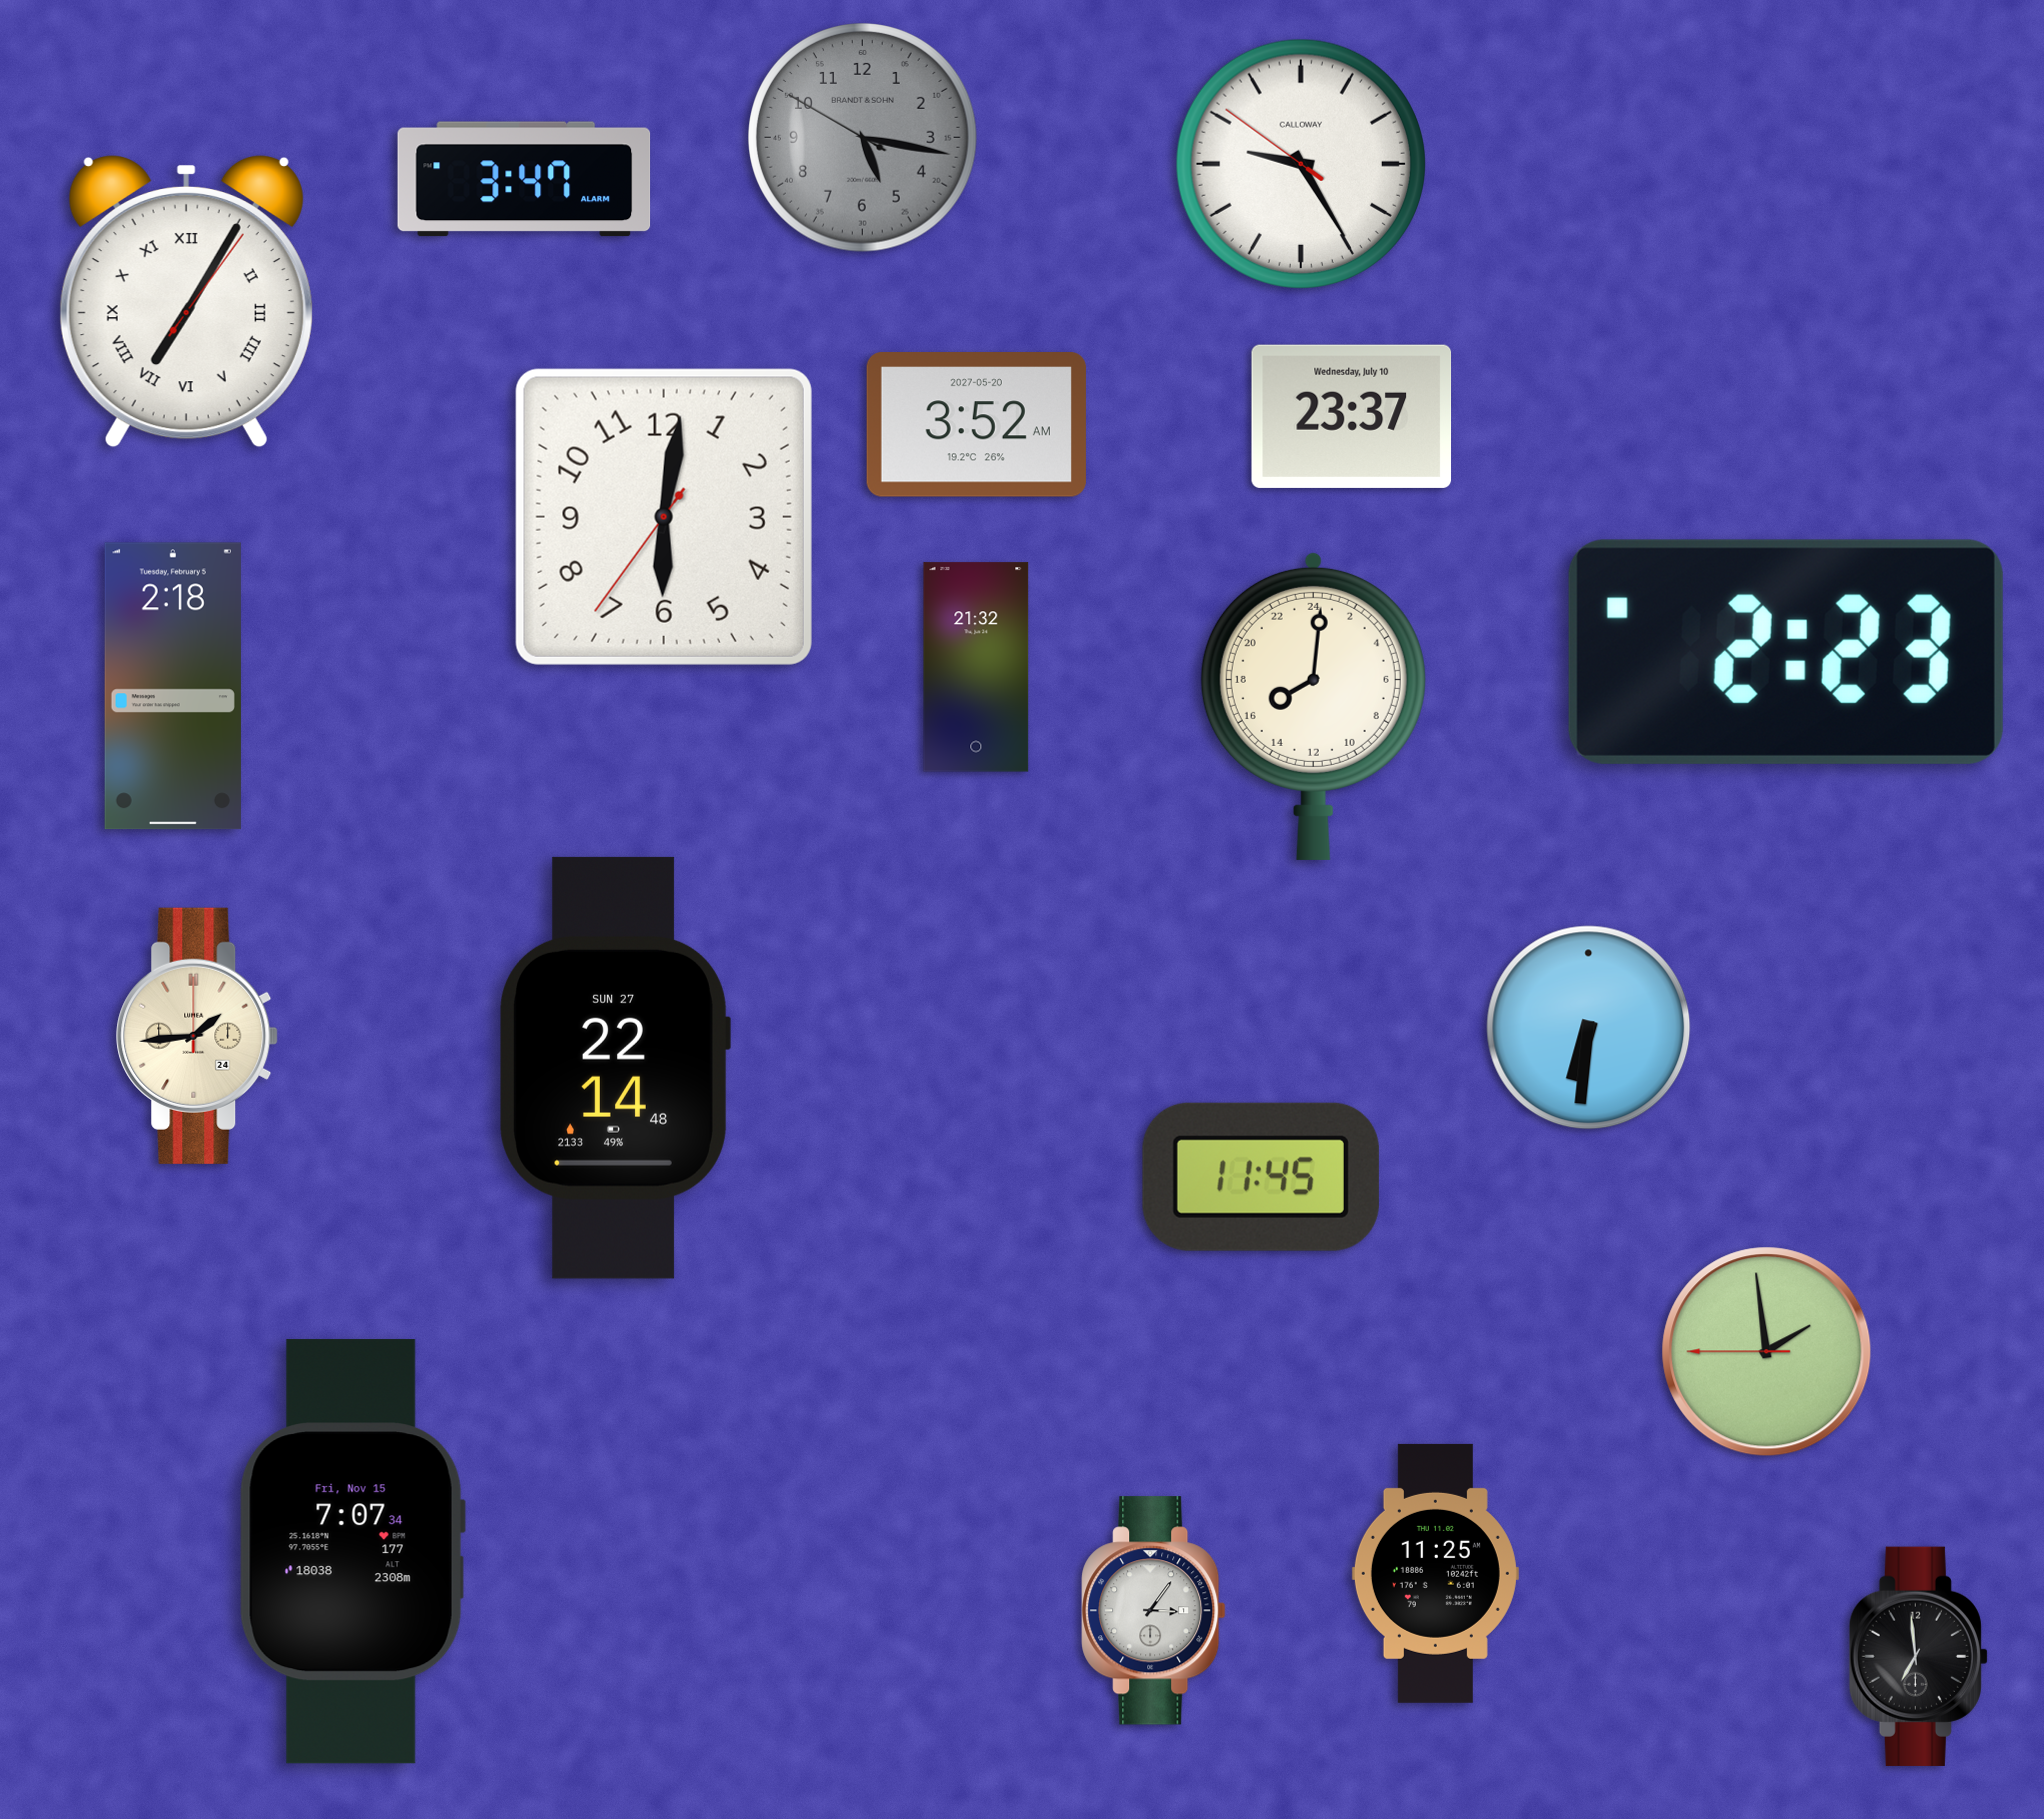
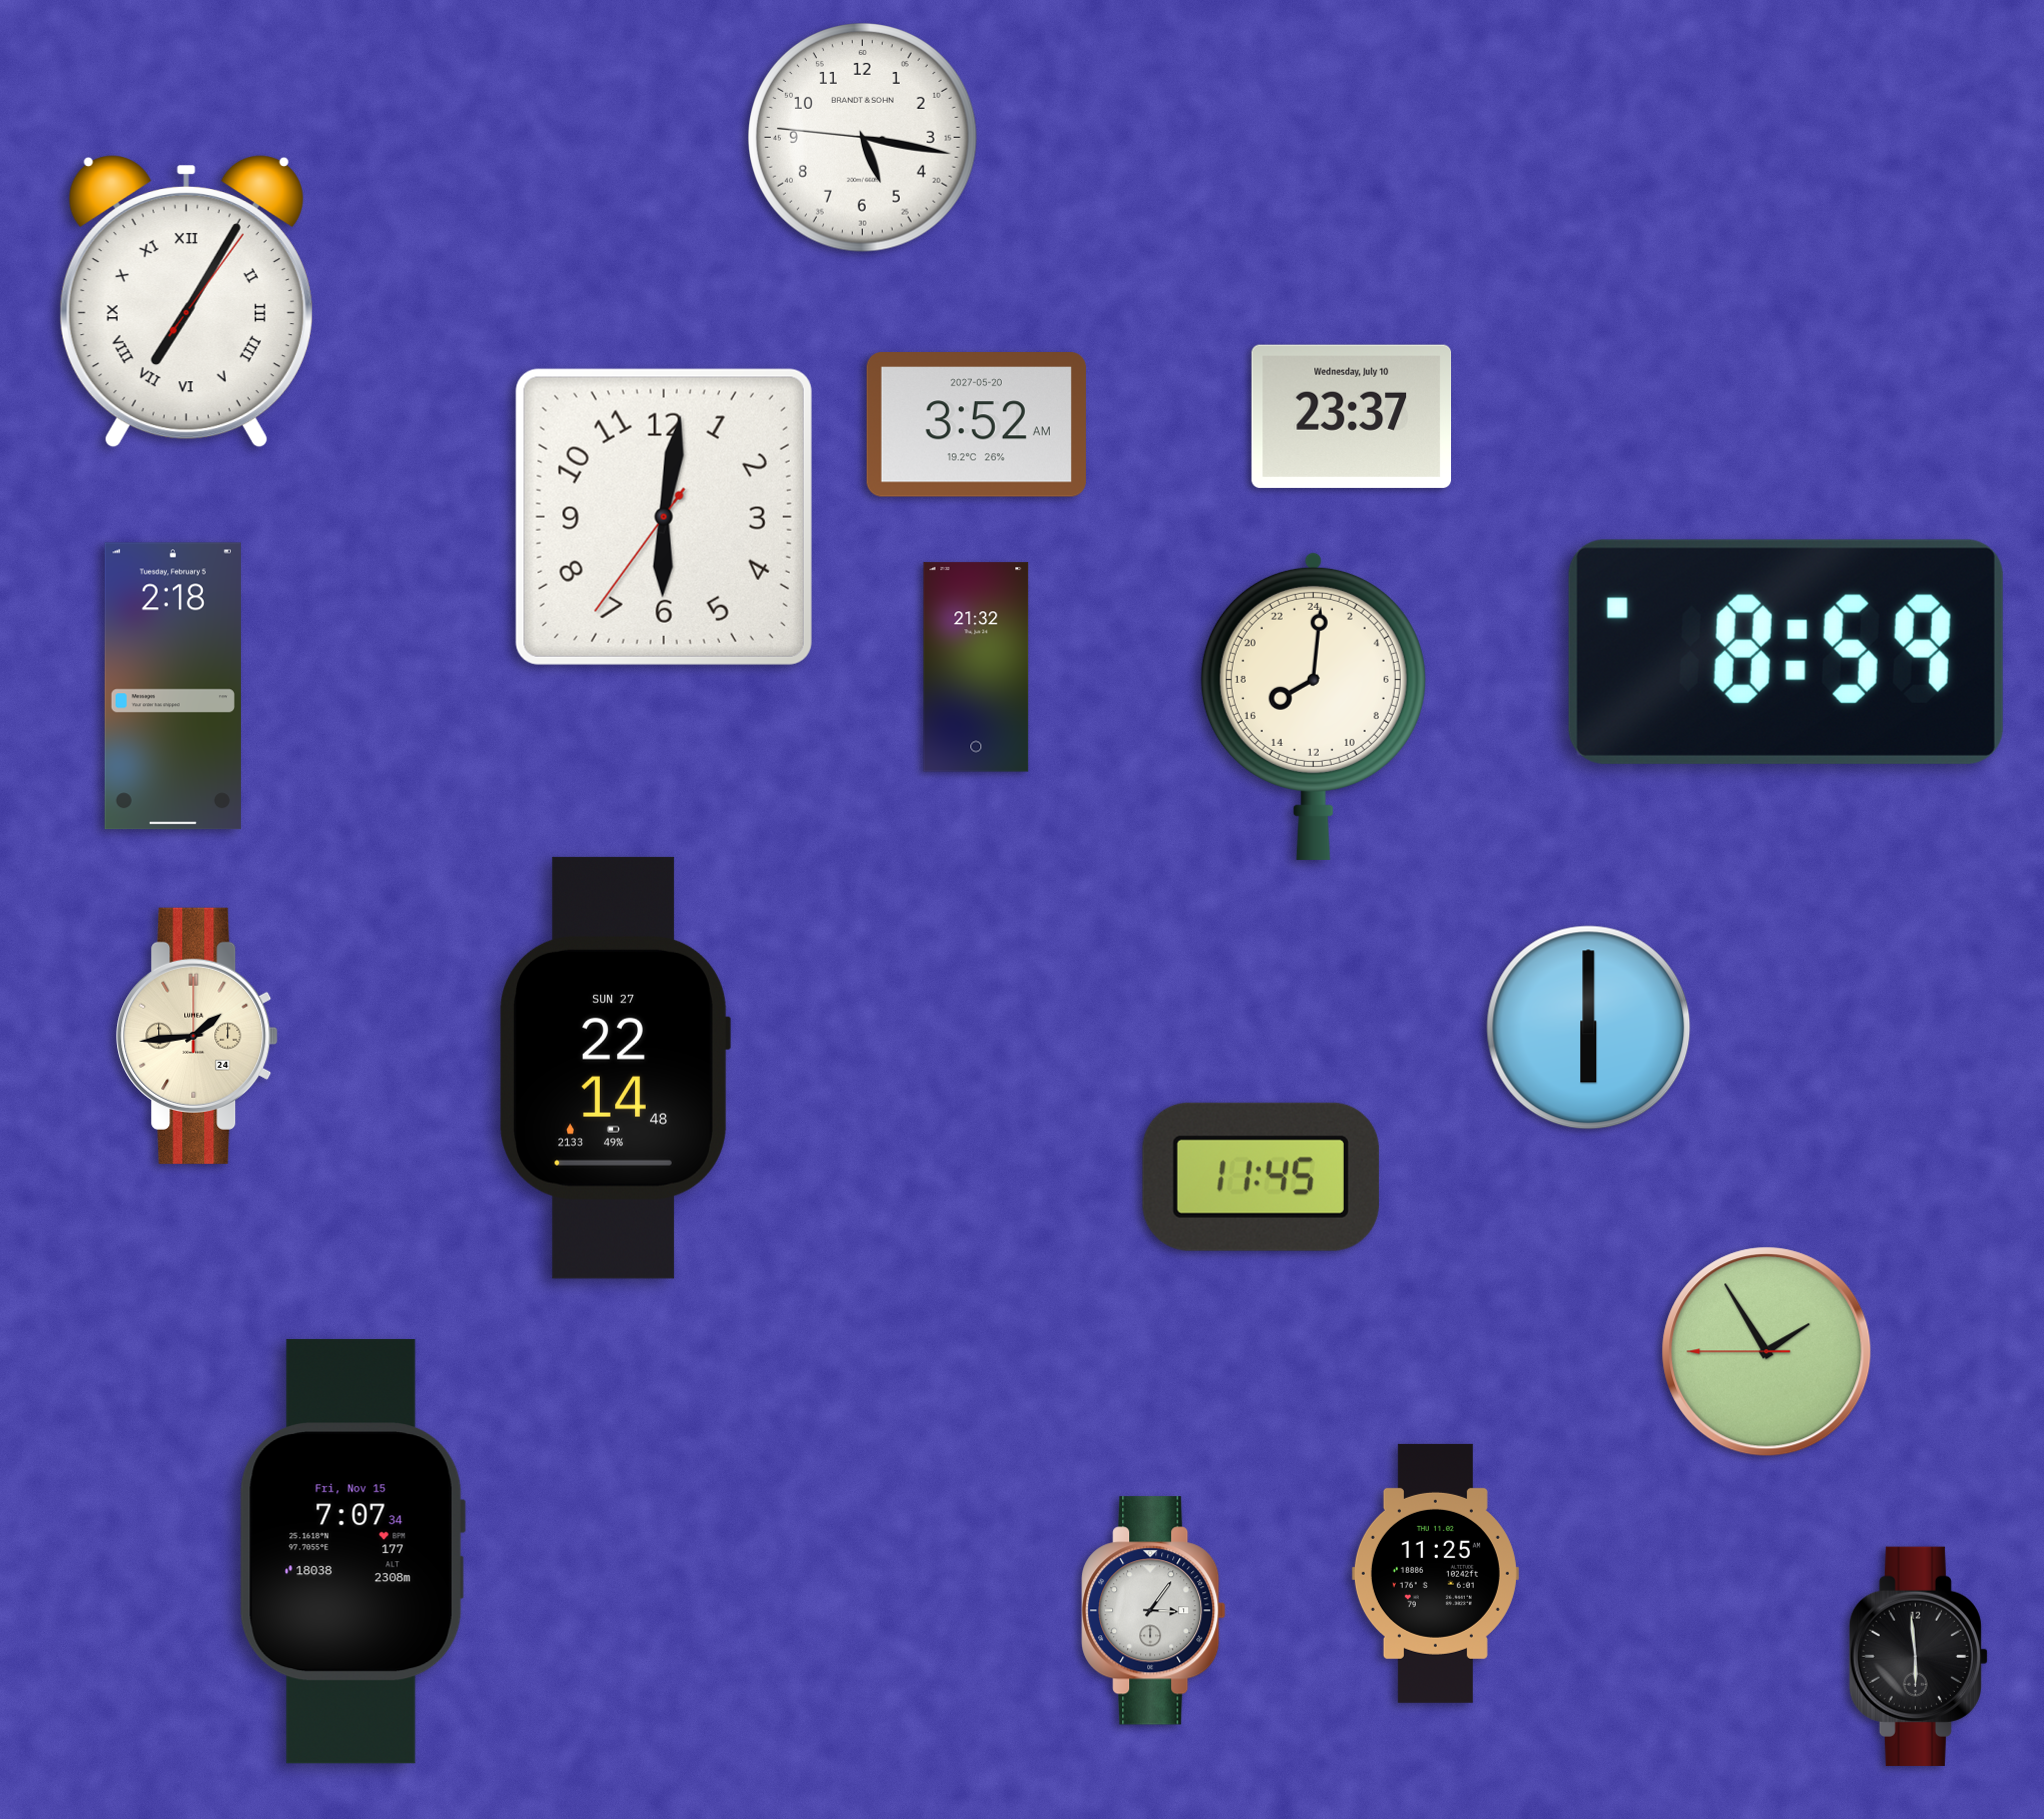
clock at (863, 138): 5:16:50 -> 5:16:46
clock at (863, 138) dial: grey -> white
clock at (1301, 164): 9:24 -> none
clock at (524, 179): 3:47 -> none
clock at (1786, 652): 2:23 -> 8:59
clock at (1589, 1028): 6:31 -> 6:00
clock at (1767, 1352): 1:58 -> 1:54
clock at (1918, 1656): 6:59 -> 5:59
